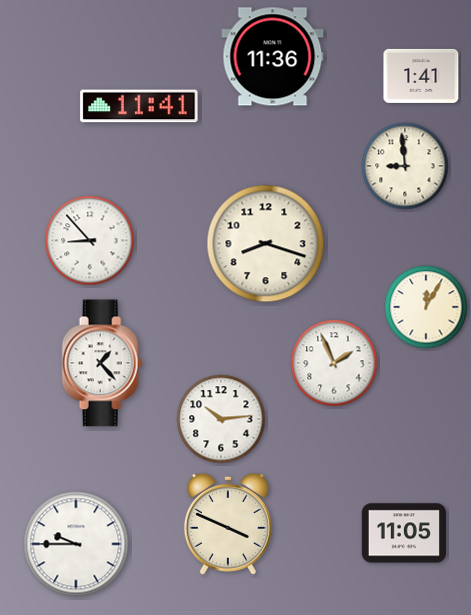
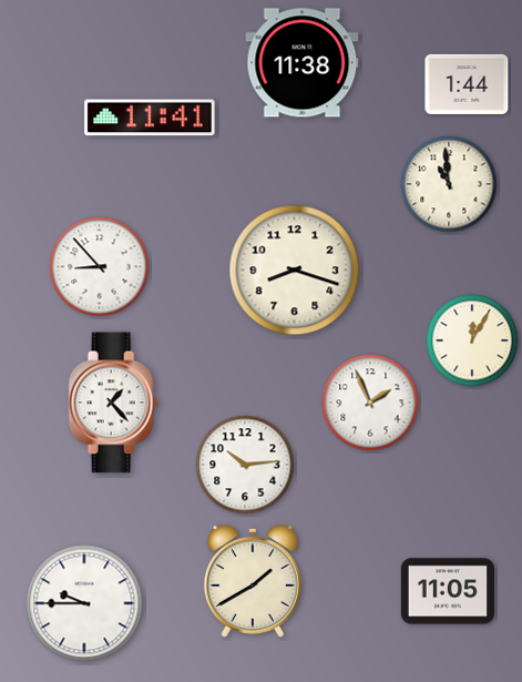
clock at (273, 57): 11:36 -> 11:38
clock at (421, 76): 1:41 -> 1:44
clock at (139, 106) position: (139, 106) -> (150, 118)
clock at (405, 166): 8:59 -> 10:59
clock at (228, 524): 3:49 -> 1:40
